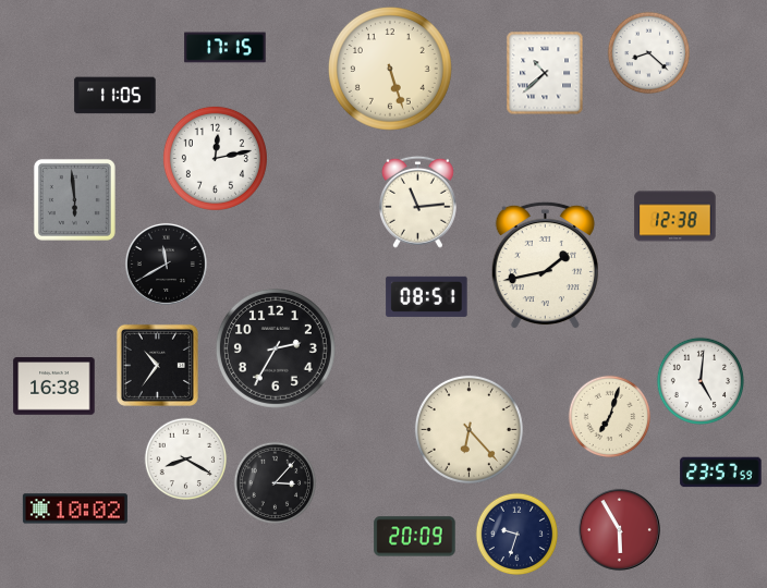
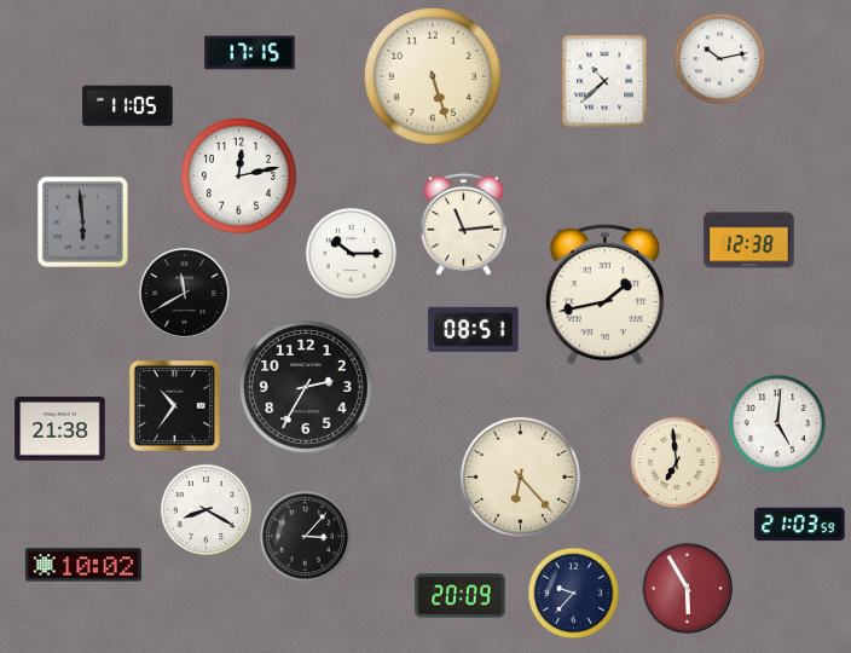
clock at (649, 53): 8:22 -> 10:13
clock at (352, 254): none -> 10:15
clock at (54, 387): 16:38 -> 21:38
clock at (610, 417): 7:03 -> 6:59
clock at (721, 473): 23:57 -> 21:03
clock at (518, 535): 9:33 -> 9:37
